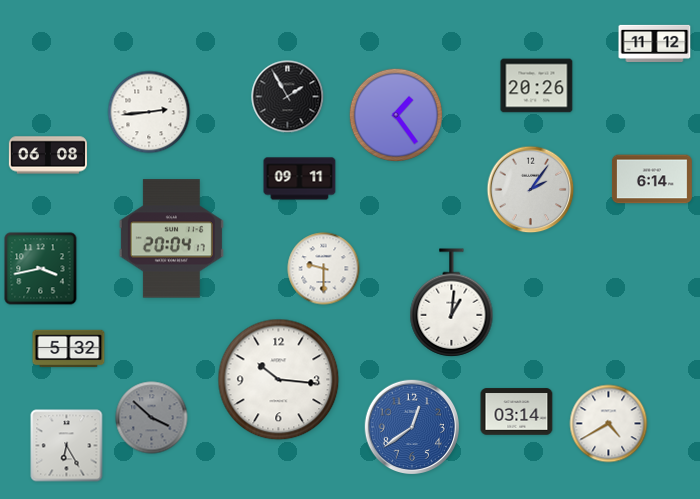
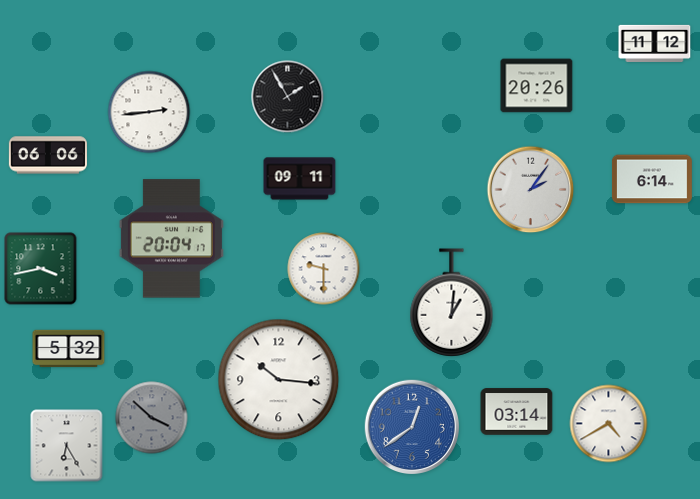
clock at (395, 114): 1:24 -> none
clock at (48, 155): 06:08 -> 06:06
